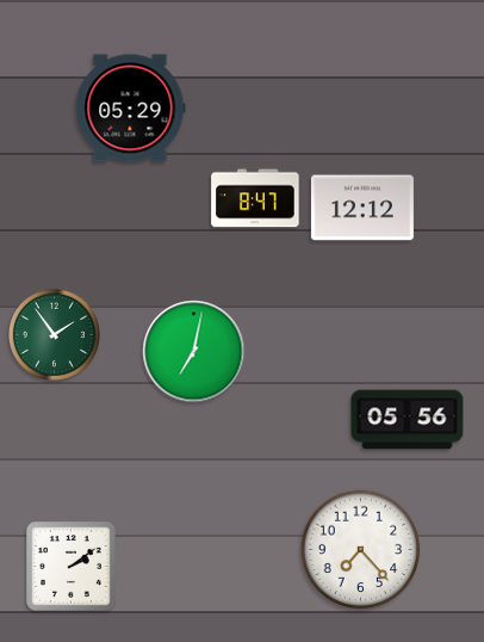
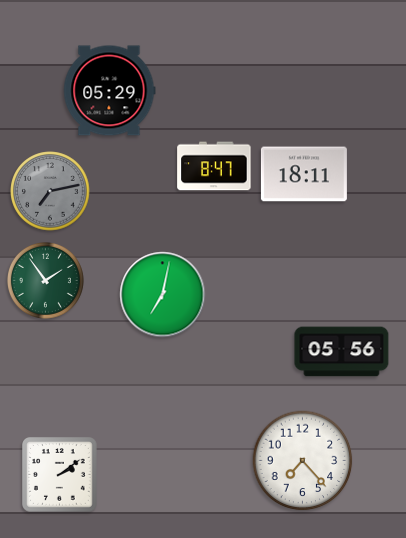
clock at (362, 208): 12:12 -> 18:11
clock at (50, 191): none -> 7:13
